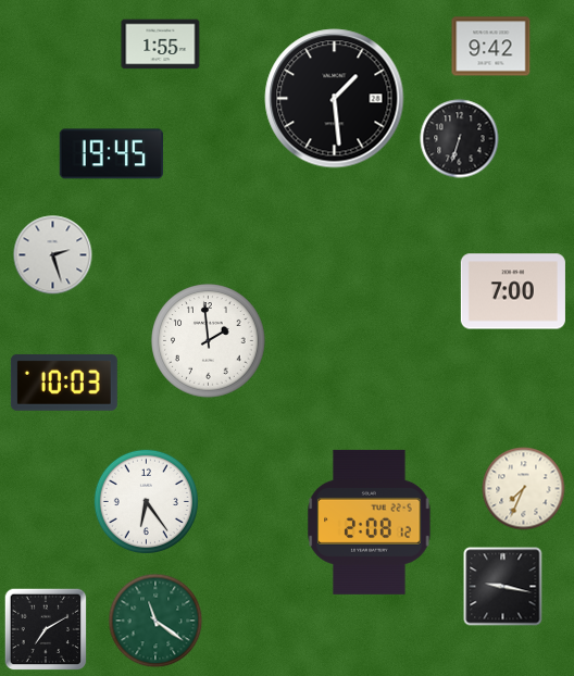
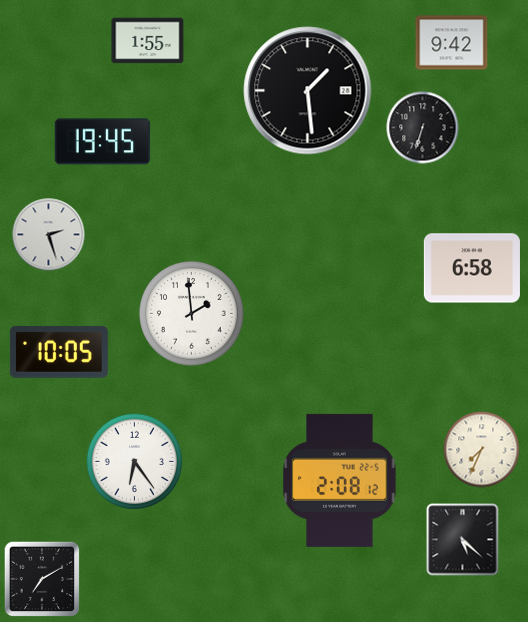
clock at (513, 291): 7:00 -> 6:58
clock at (64, 383): 10:03 -> 10:05
clock at (503, 587): 9:17 -> 5:22
clock at (155, 621): 11:21 -> none
